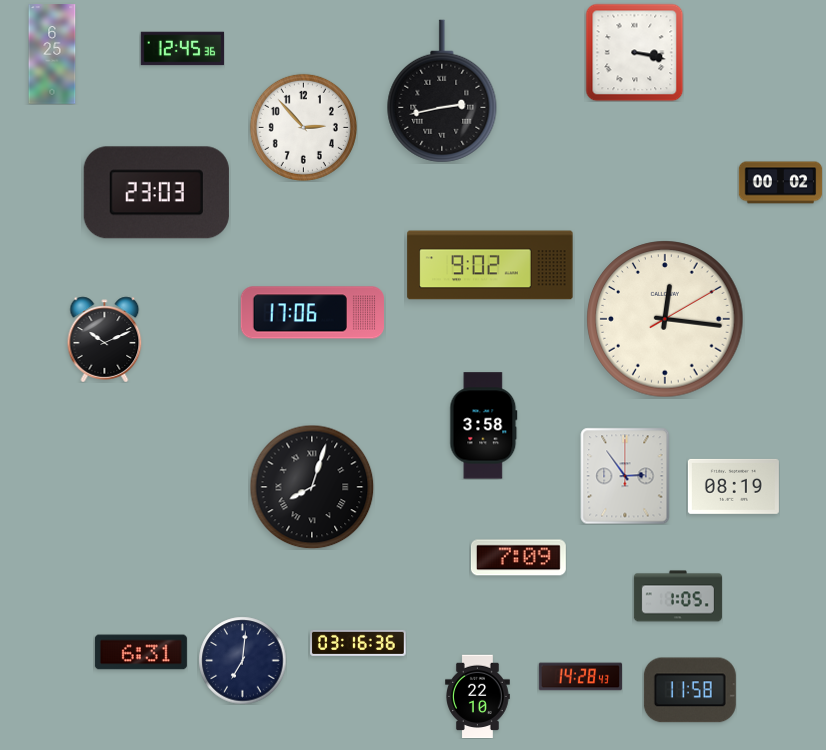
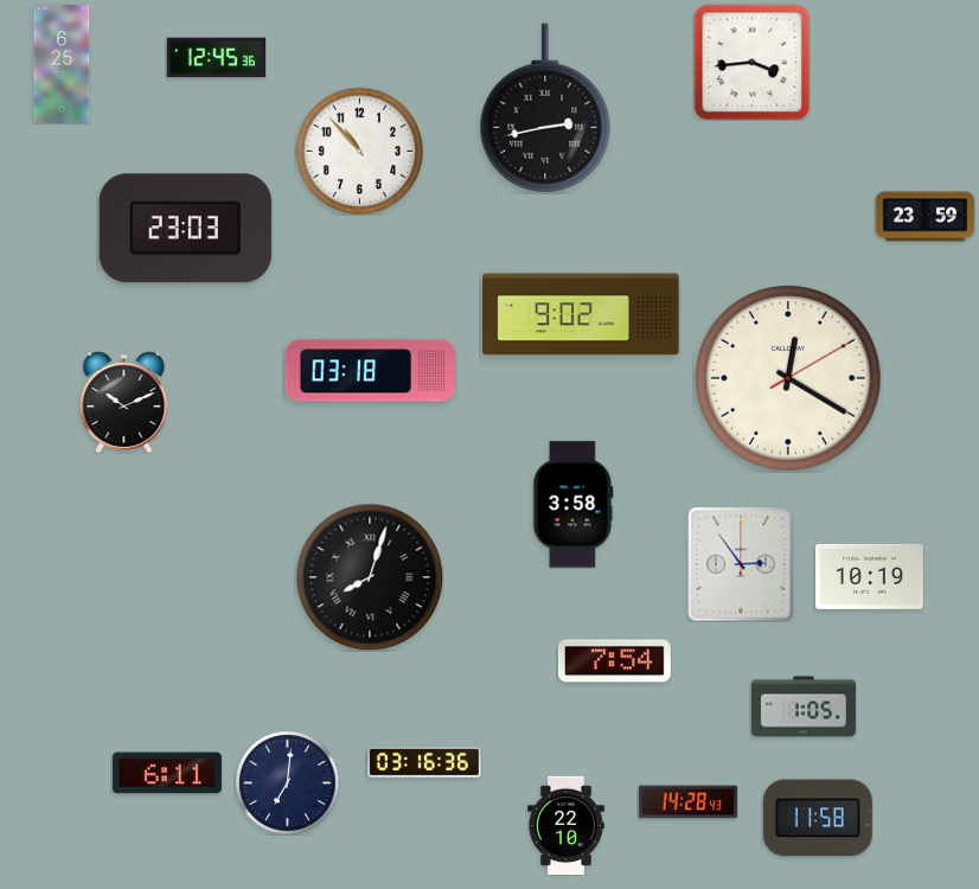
clock at (634, 52): 3:17 -> 3:44
clock at (442, 91) position: (442, 91) -> (545, 108)
clock at (303, 127): 2:53 -> 10:53
clock at (780, 183): 00:02 -> 23:59
clock at (312, 313): 17:06 -> 03:18
clock at (665, 319): 12:16 -> 12:20
clock at (733, 486): 08:19 -> 10:19
clock at (518, 558): 7:09 -> 7:54
clock at (141, 652): 6:31 -> 6:11
